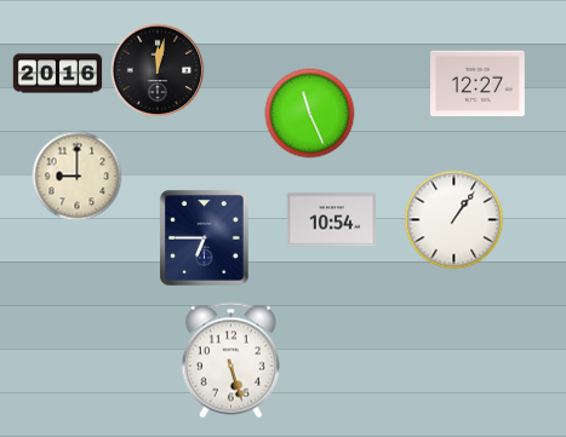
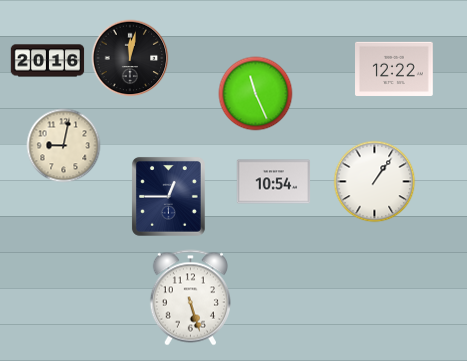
clock at (479, 82): 12:27 -> 12:22
clock at (78, 177): 9:00 -> 9:02
clock at (204, 237): 6:45 -> 12:45
